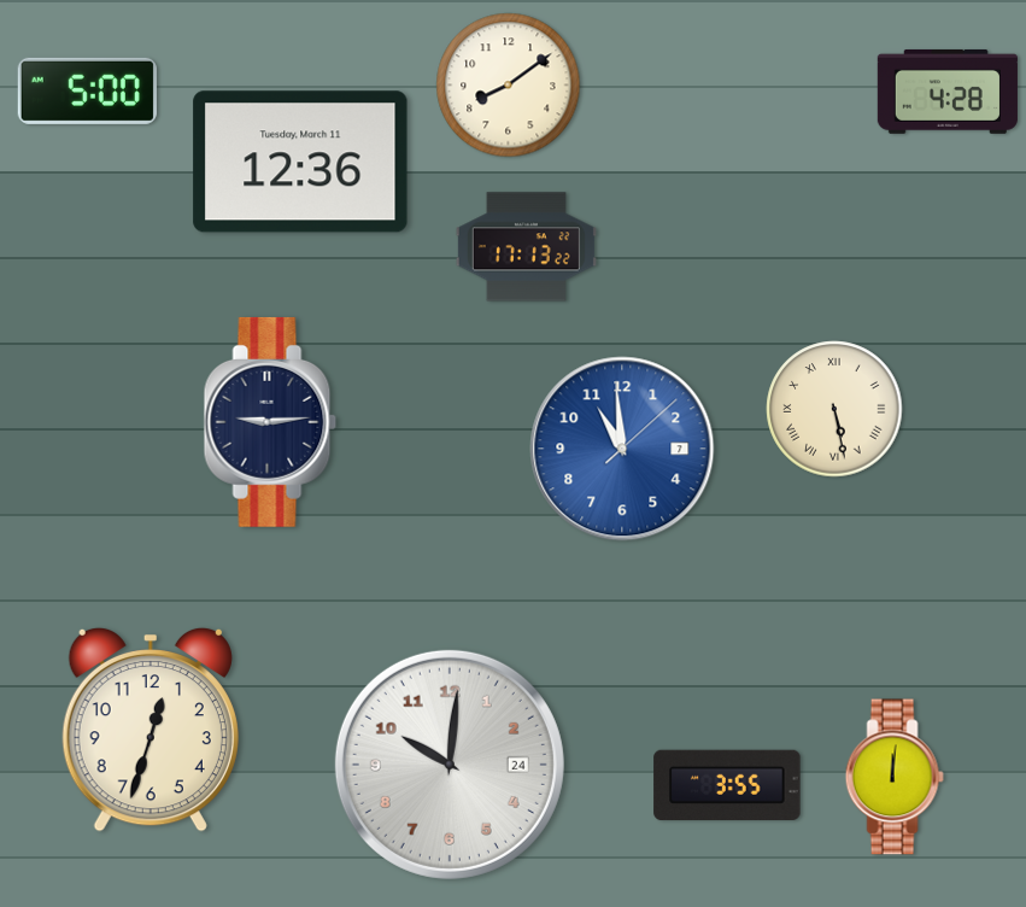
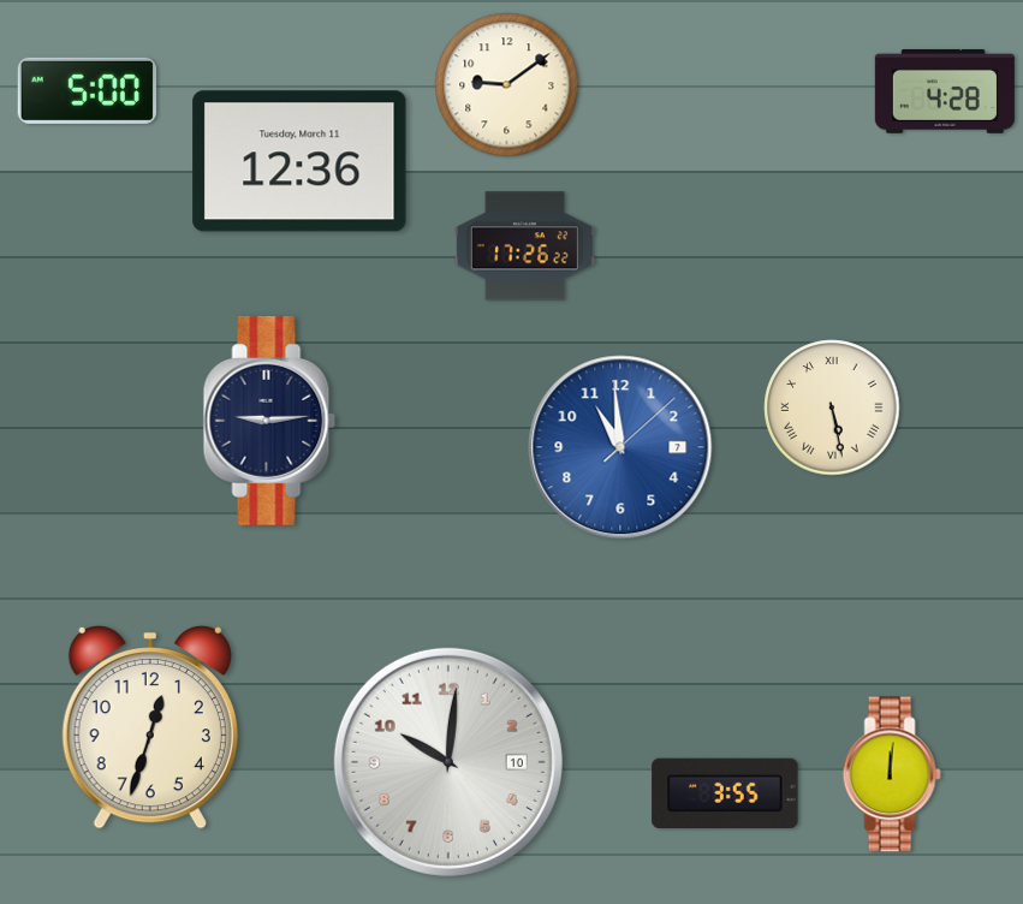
clock at (509, 86): 8:09 -> 9:09
clock at (526, 247): 17:13 -> 17:26
clock at (450, 765) date: 24 -> 10
clock at (727, 784) position: (727, 784) -> (725, 792)
